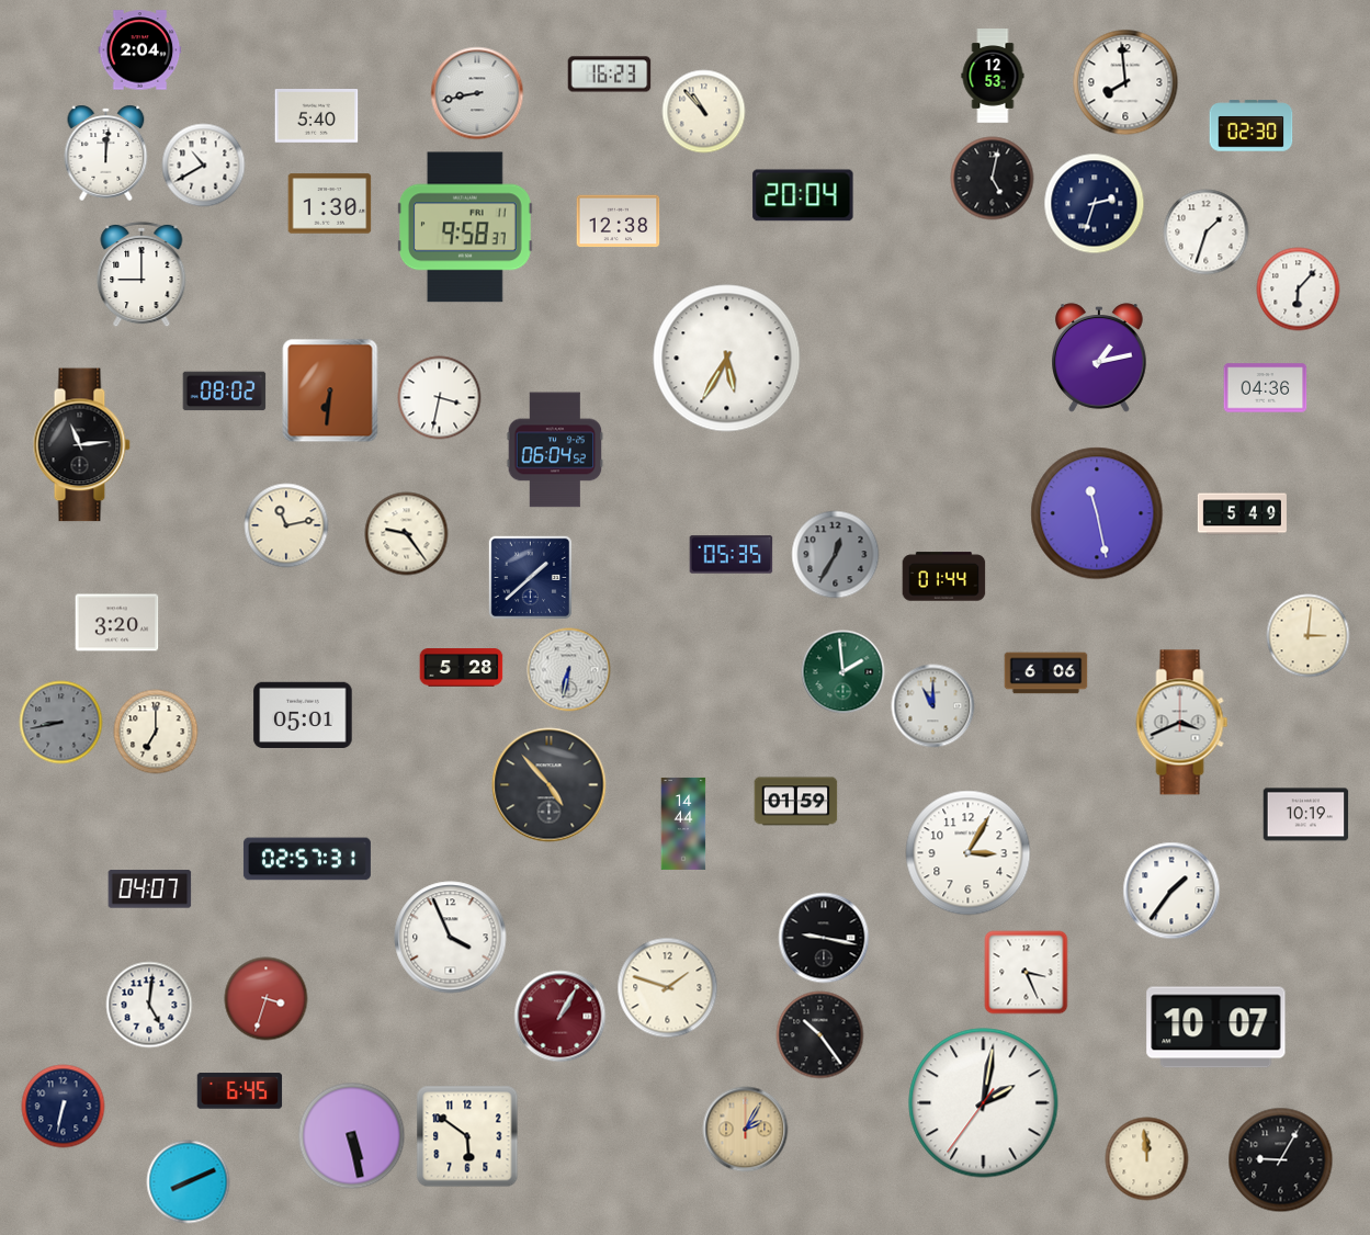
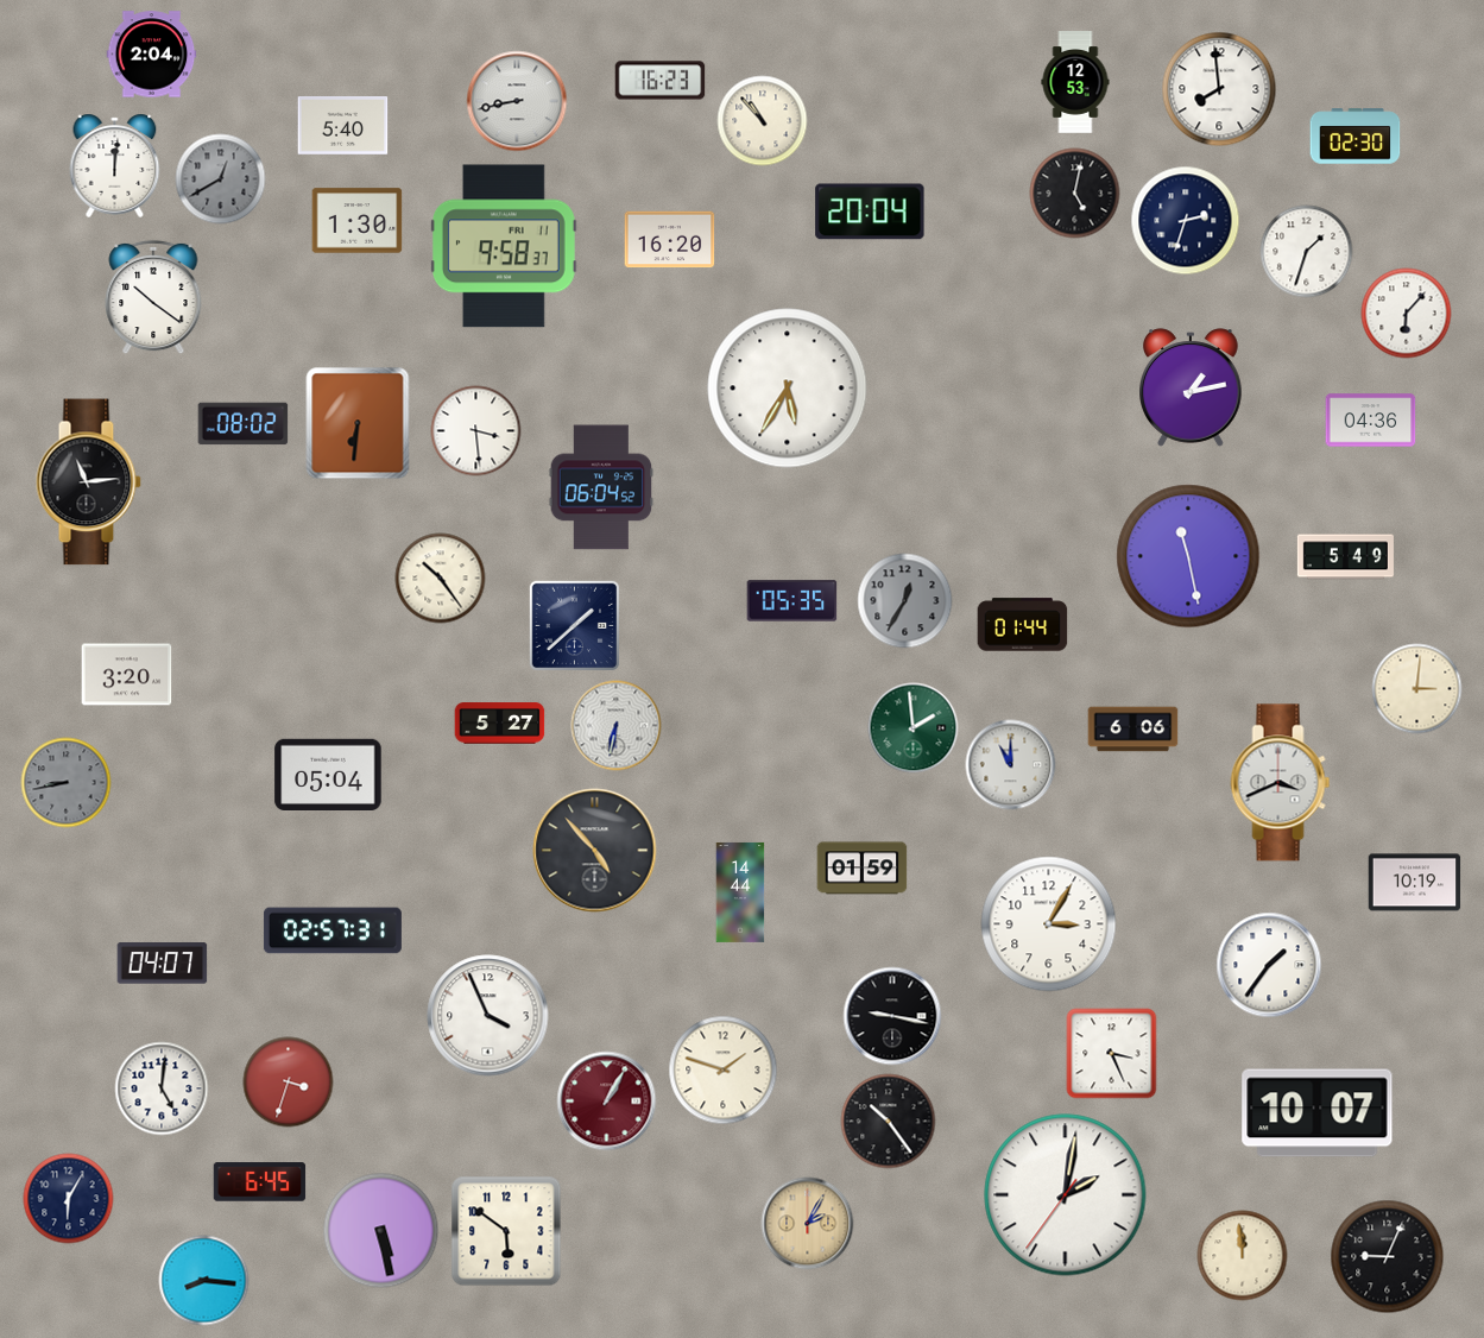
clock at (204, 166): 10:40 -> 12:40
clock at (204, 166) dial: white -> grey
clock at (619, 222): 12:38 -> 16:20
clock at (141, 274): 9:00 -> 10:21
clock at (440, 398): 3:32 -> 3:29
clock at (286, 525): 11:13 -> none
clock at (407, 534): 9:24 -> 10:24
clock at (462, 668): 5:28 -> 5:27
clock at (303, 714): 05:01 -> 05:04
clock at (156, 732): 7:00 -> none
clock at (64, 1107): 6:32 -> 6:05
clock at (1281, 1160): 9:05 -> 9:04
clock at (189, 1182): 8:11 -> 8:16
